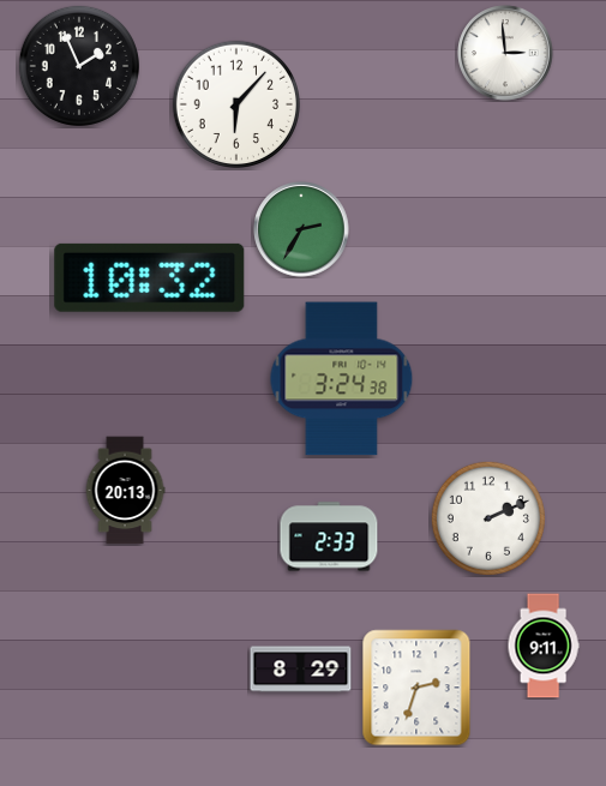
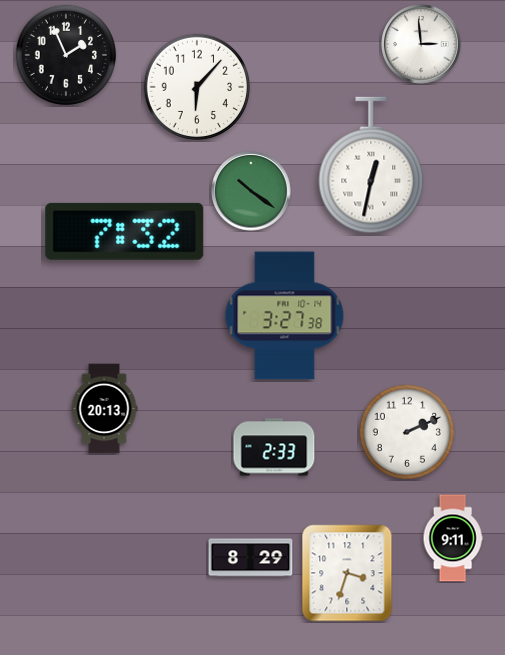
clock at (371, 165): none -> 12:32
clock at (301, 229): 2:35 -> 10:21
clock at (150, 277): 10:32 -> 7:32
clock at (342, 379): 3:24 -> 3:27
clock at (416, 688): 2:33 -> 3:33
